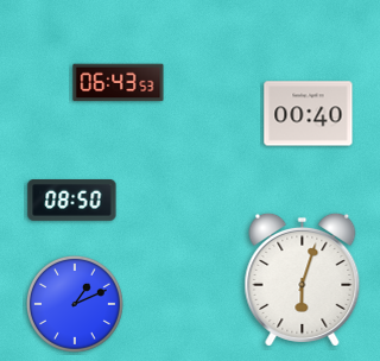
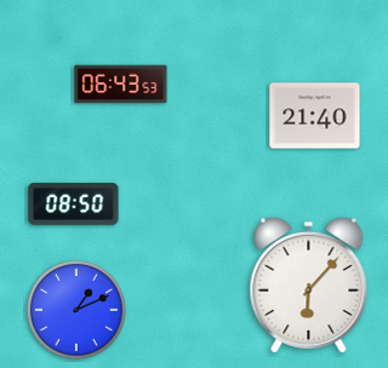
clock at (309, 114): 00:40 -> 21:40
clock at (303, 279): 6:03 -> 6:07
